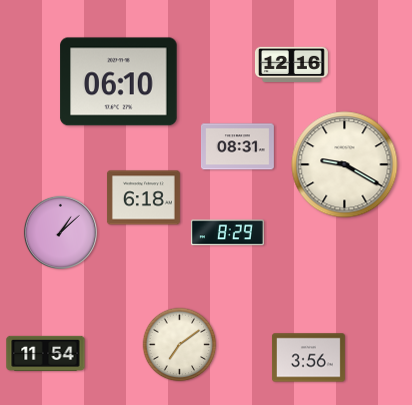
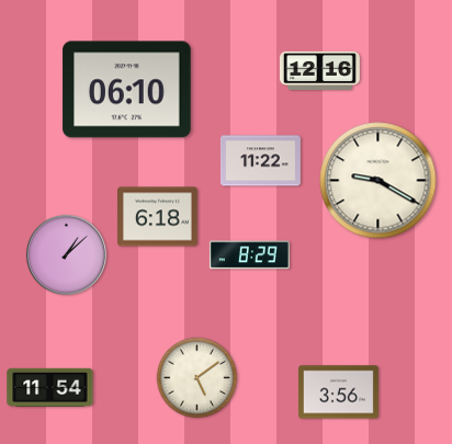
clock at (119, 82) position: (119, 82) -> (127, 90)
clock at (237, 147): 08:31 -> 11:22
clock at (180, 345): 7:09 -> 5:09
